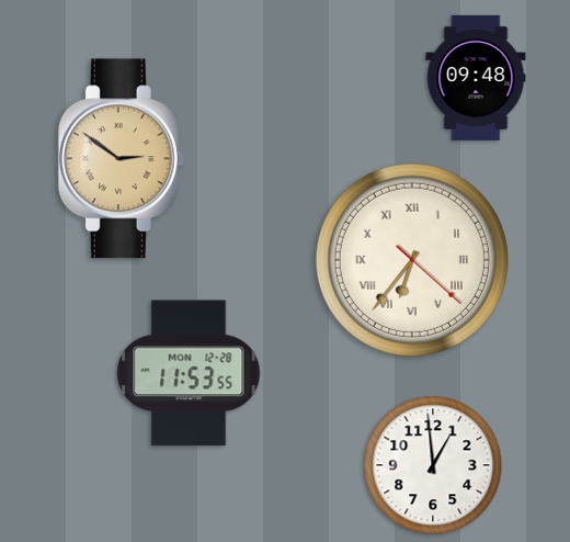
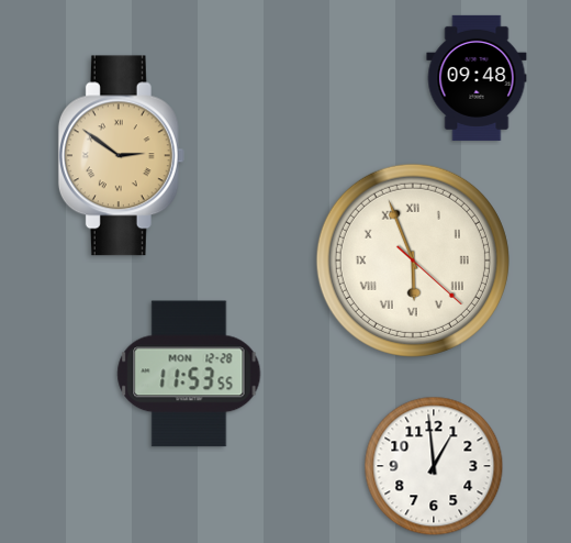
clock at (121, 159) position: (121, 159) -> (121, 156)
clock at (412, 260): 6:36 -> 5:56
